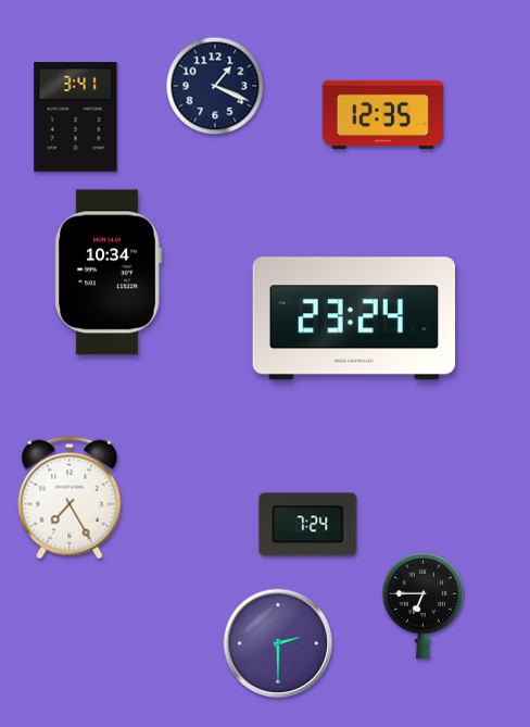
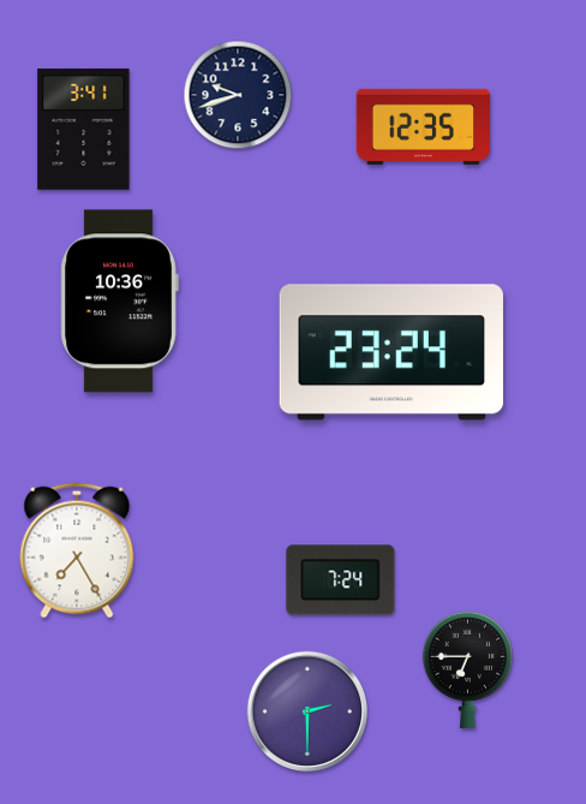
clock at (215, 86): 1:19 -> 9:42
clock at (108, 273): 10:34 -> 10:36
